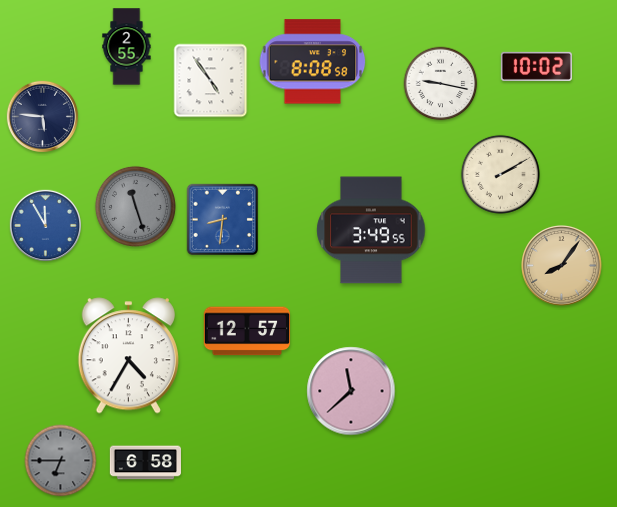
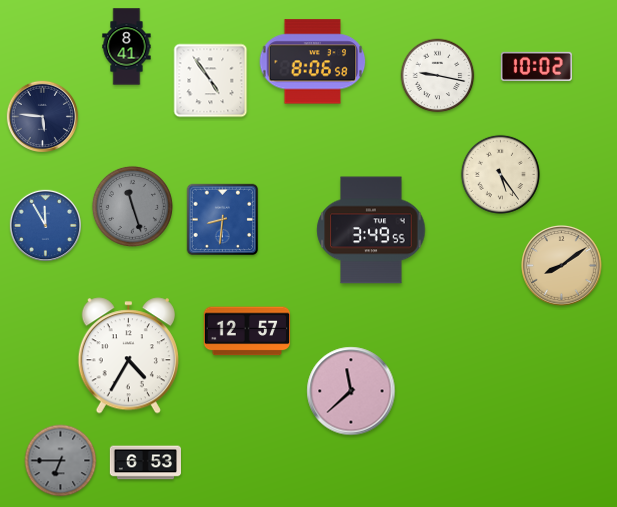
clock at (127, 47): 2:55 -> 8:41
clock at (313, 62): 8:08 -> 8:06
clock at (441, 84) position: (441, 84) -> (438, 76)
clock at (500, 174): 2:10 -> 5:24
clock at (135, 206) position: (135, 206) -> (132, 206)
clock at (562, 266): 8:06 -> 8:09
clock at (145, 463): 6:58 -> 6:53
